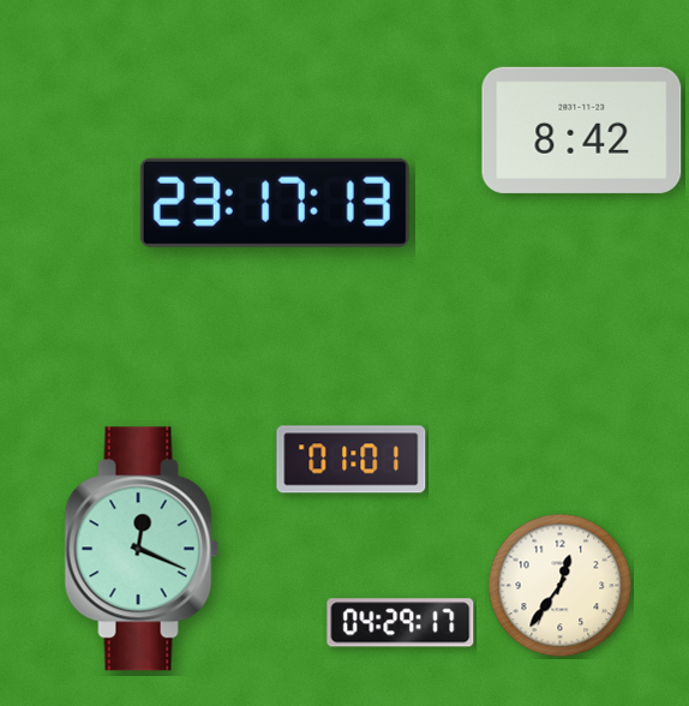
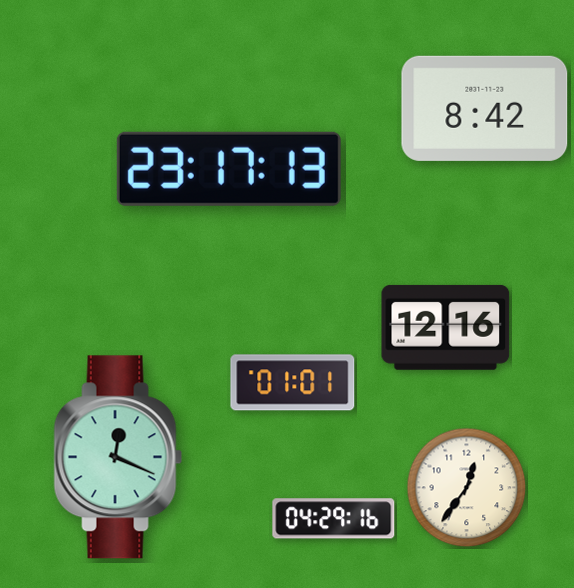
clock at (446, 327): none -> 12:16
clock at (401, 623): 04:29:17 -> 04:29:16
